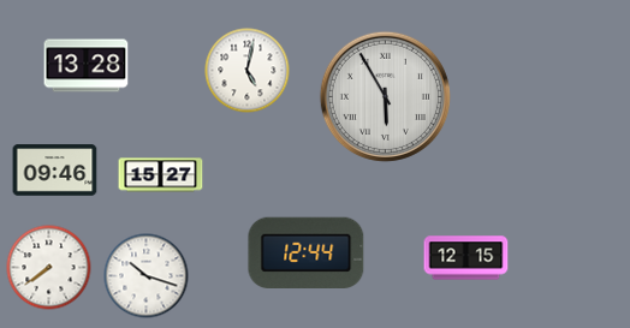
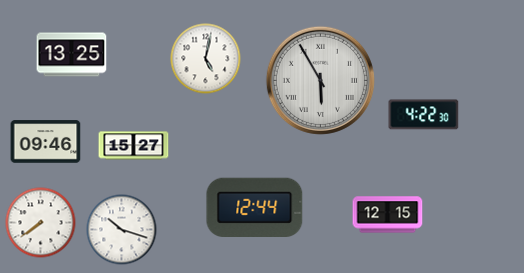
clock at (87, 66): 13:28 -> 13:25
clock at (424, 115): none -> 4:22
clock at (307, 252) position: (307, 252) -> (255, 207)
